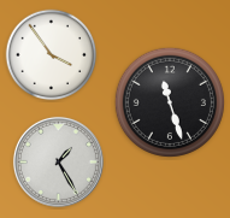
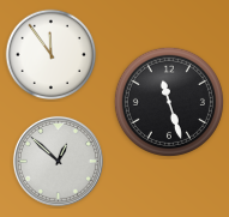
clock at (52, 55): 3:54 -> 11:54
clock at (58, 161): 1:25 -> 12:52
